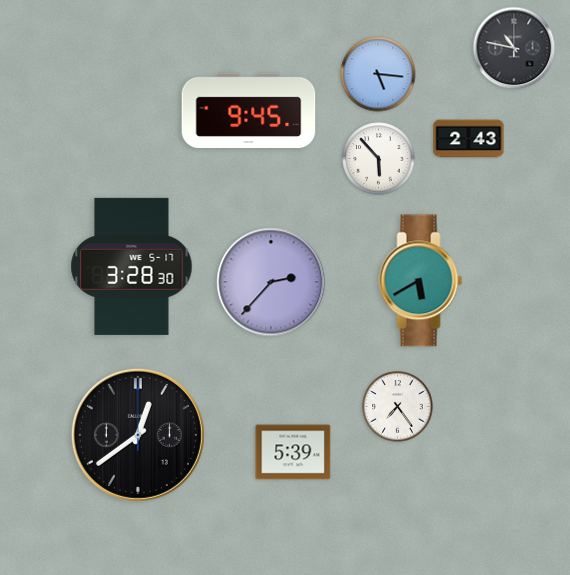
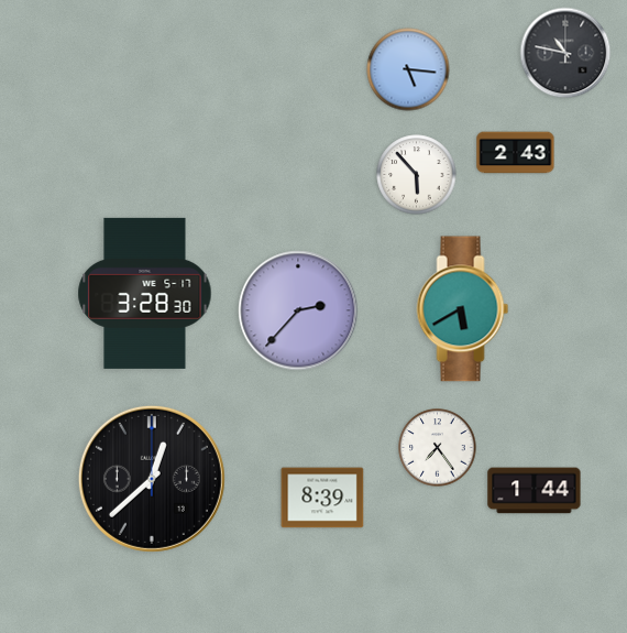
clock at (378, 74) position: (378, 74) -> (408, 69)
clock at (249, 111): 9:45 -> none
clock at (138, 435): 12:39 -> 12:38
clock at (535, 491): none -> 1:44
clock at (293, 452): 5:39 -> 8:39
